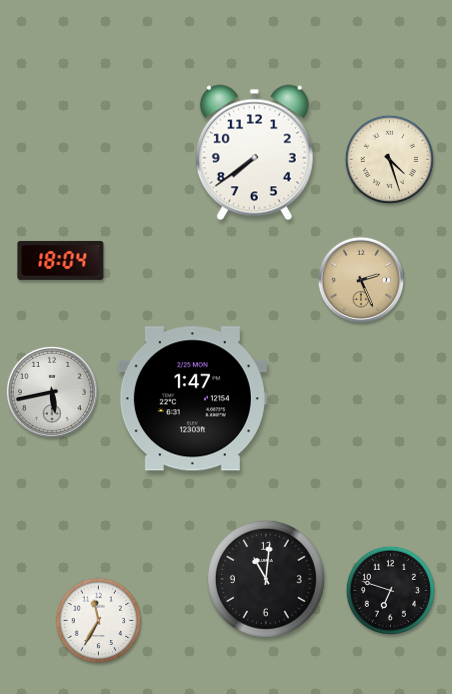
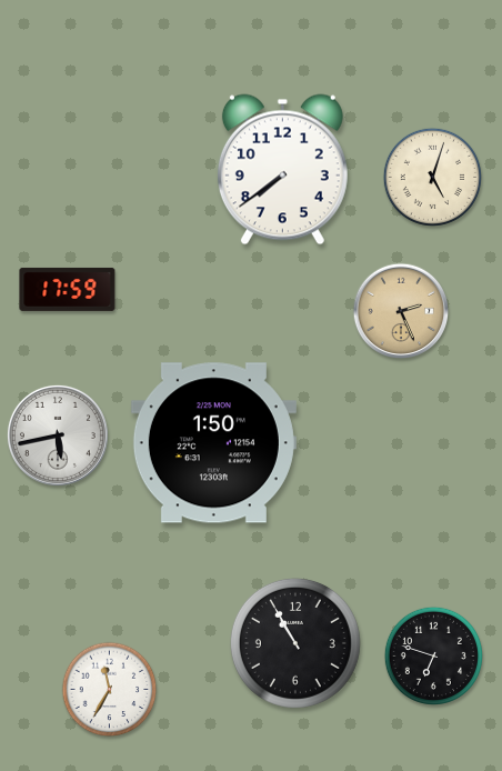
clock at (389, 159): 4:27 -> 5:03
clock at (61, 260): 18:04 -> 17:59
clock at (192, 399): 1:47 -> 1:50
clock at (266, 579): 11:01 -> 10:55
